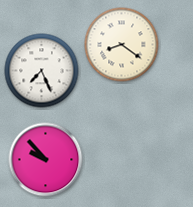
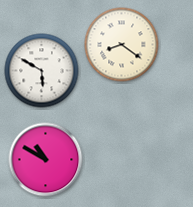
clock at (42, 71): 7:26 -> 5:50
clock at (46, 160): 9:53 -> 10:50
